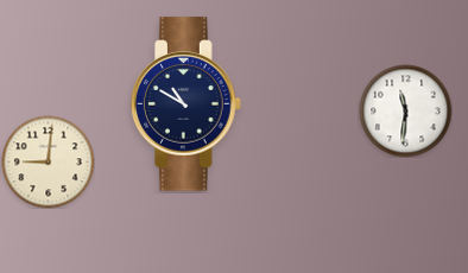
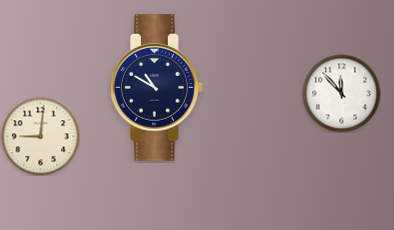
clock at (405, 110): 11:31 -> 11:53
